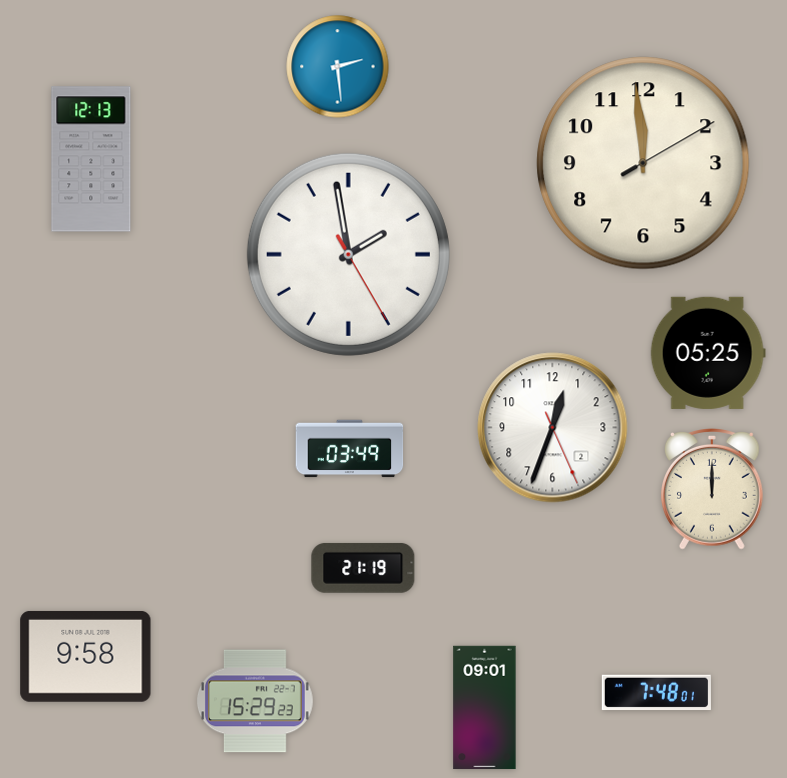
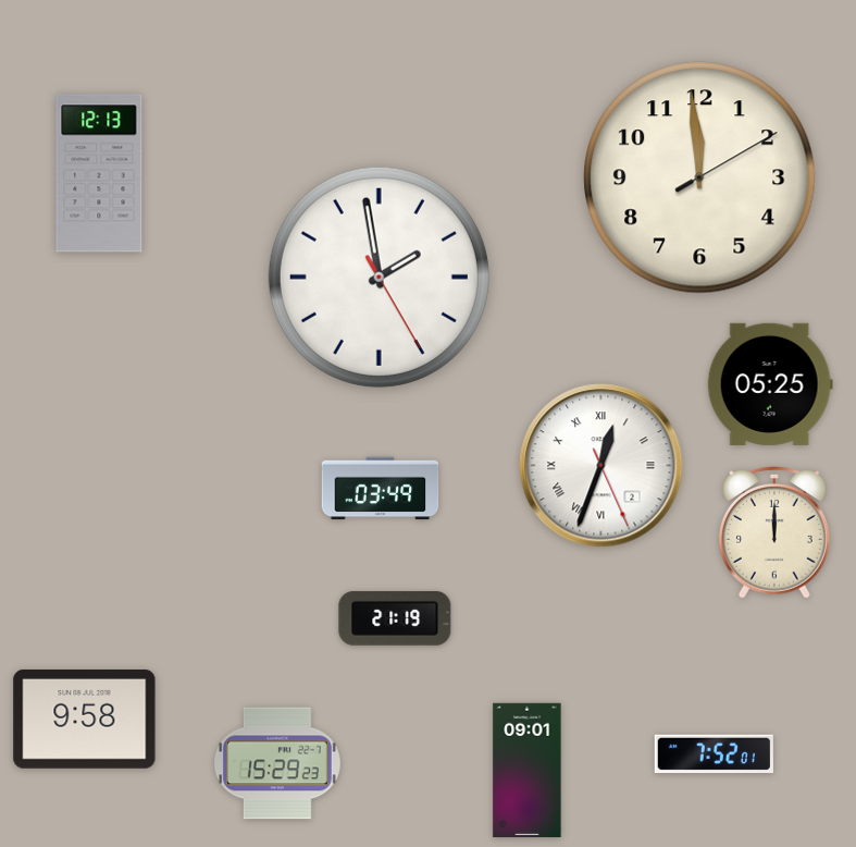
clock at (338, 67): 2:29 -> none
clock at (553, 428) numerals: Arabic -> Roman
clock at (86, 656) position: (86, 656) -> (85, 719)
clock at (656, 693): 7:48 -> 7:52
